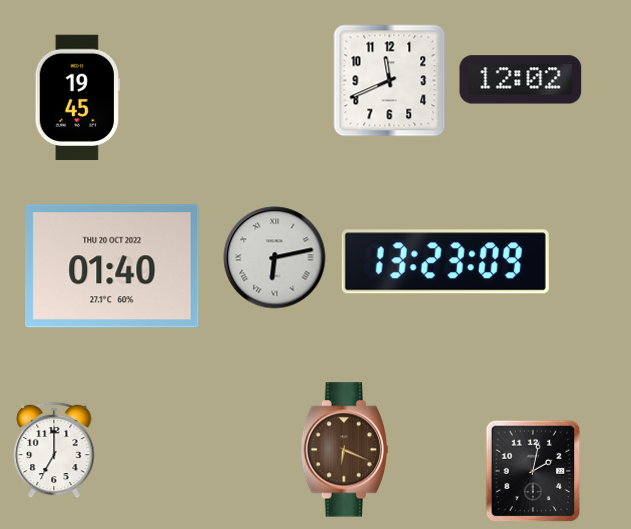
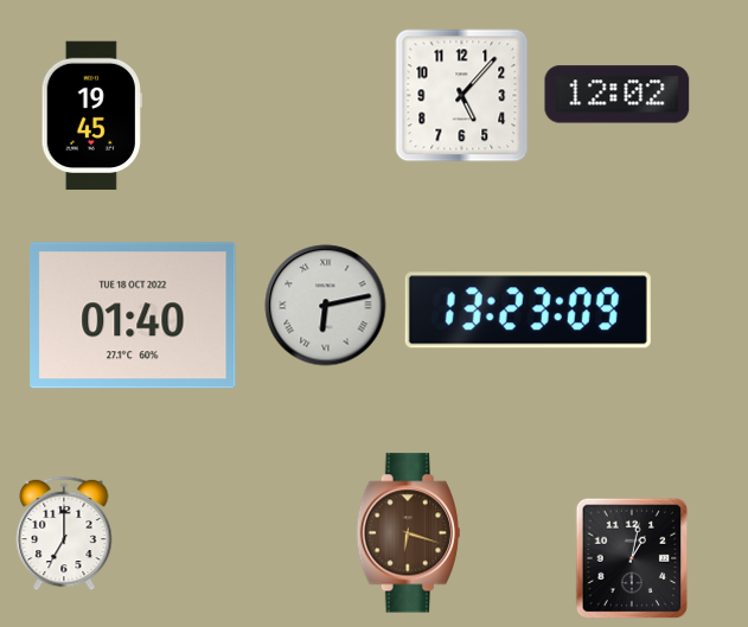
clock at (390, 81): 11:41 -> 5:07
clock at (112, 266) date: THU 20 OCT 2022 -> TUE 18 OCT 2022
clock at (344, 450): 6:19 -> 6:18
clock at (533, 471): 2:02 -> 1:02
